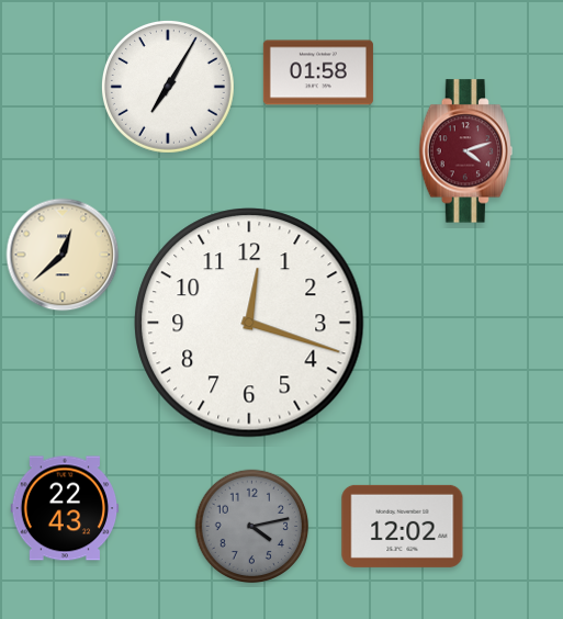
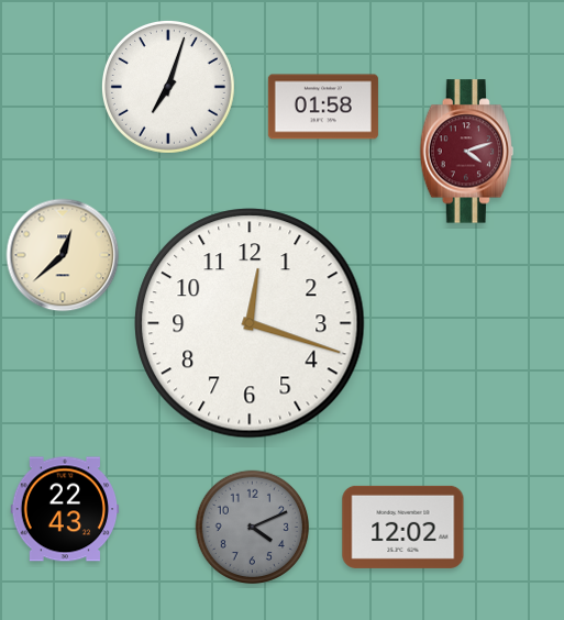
clock at (318, 72) position: (318, 72) -> (323, 107)
clock at (168, 87): 7:05 -> 7:03
clock at (252, 527): 4:13 -> 4:11
